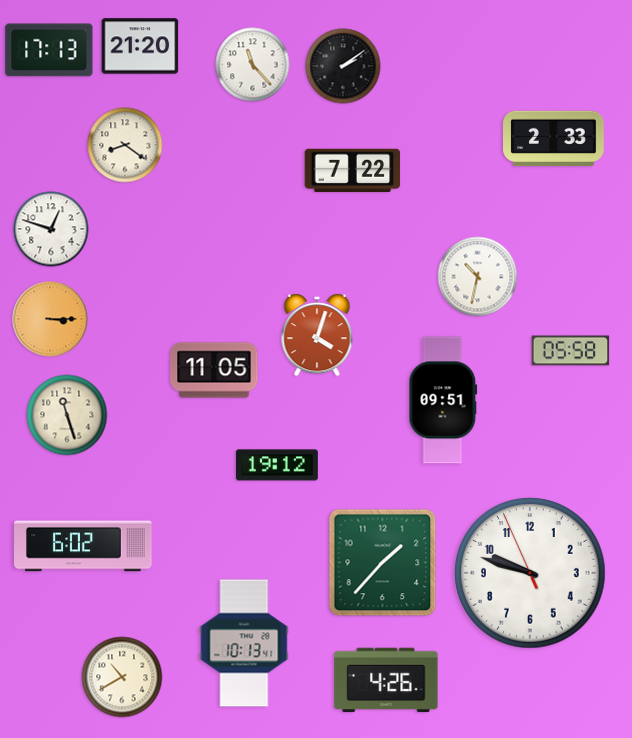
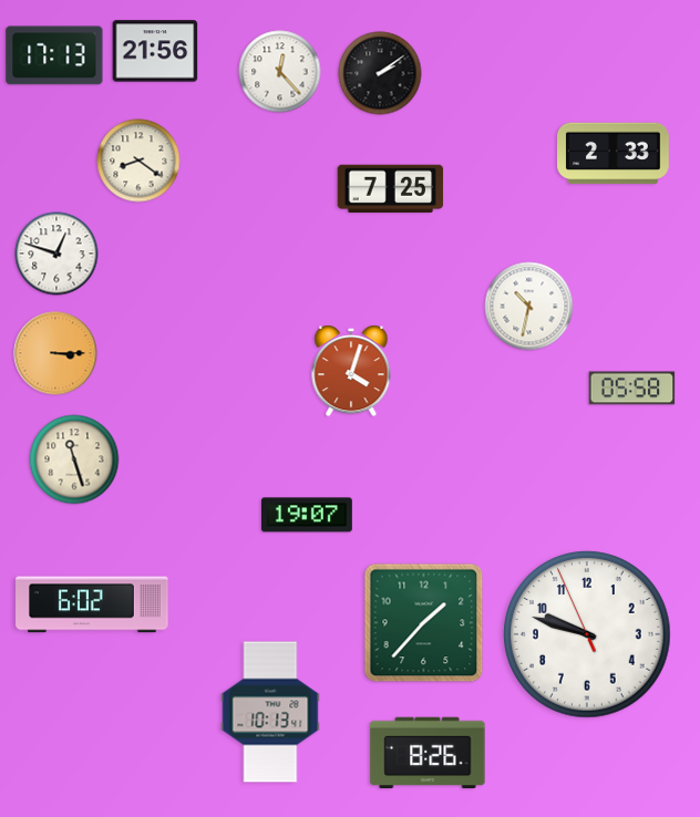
clock at (140, 46): 21:20 -> 21:56
clock at (253, 65): 11:23 -> 12:23
clock at (353, 170): 7:22 -> 7:25
clock at (214, 370): 11:05 -> none
clock at (443, 400): 09:51 -> none
clock at (277, 465): 19:12 -> 19:07
clock at (122, 677): 10:40 -> none
clock at (386, 680): 4:26 -> 8:26
